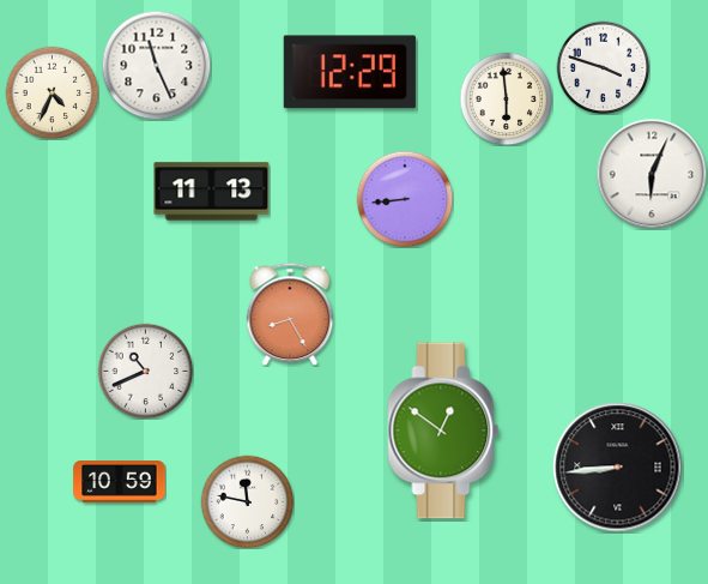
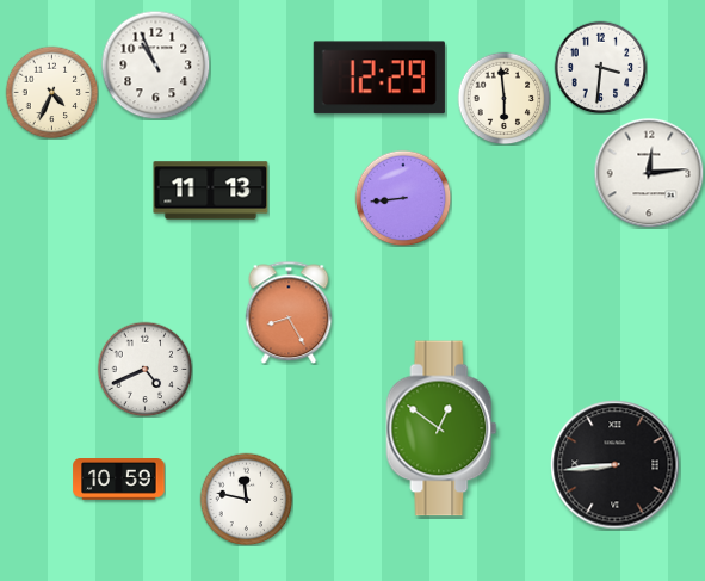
clock at (156, 65): 11:26 -> 10:56
clock at (603, 67): 3:48 -> 3:31
clock at (350, 72) position: (350, 72) -> (379, 78)
clock at (652, 174): 6:04 -> 12:14
clock at (145, 371): 10:41 -> 4:41
